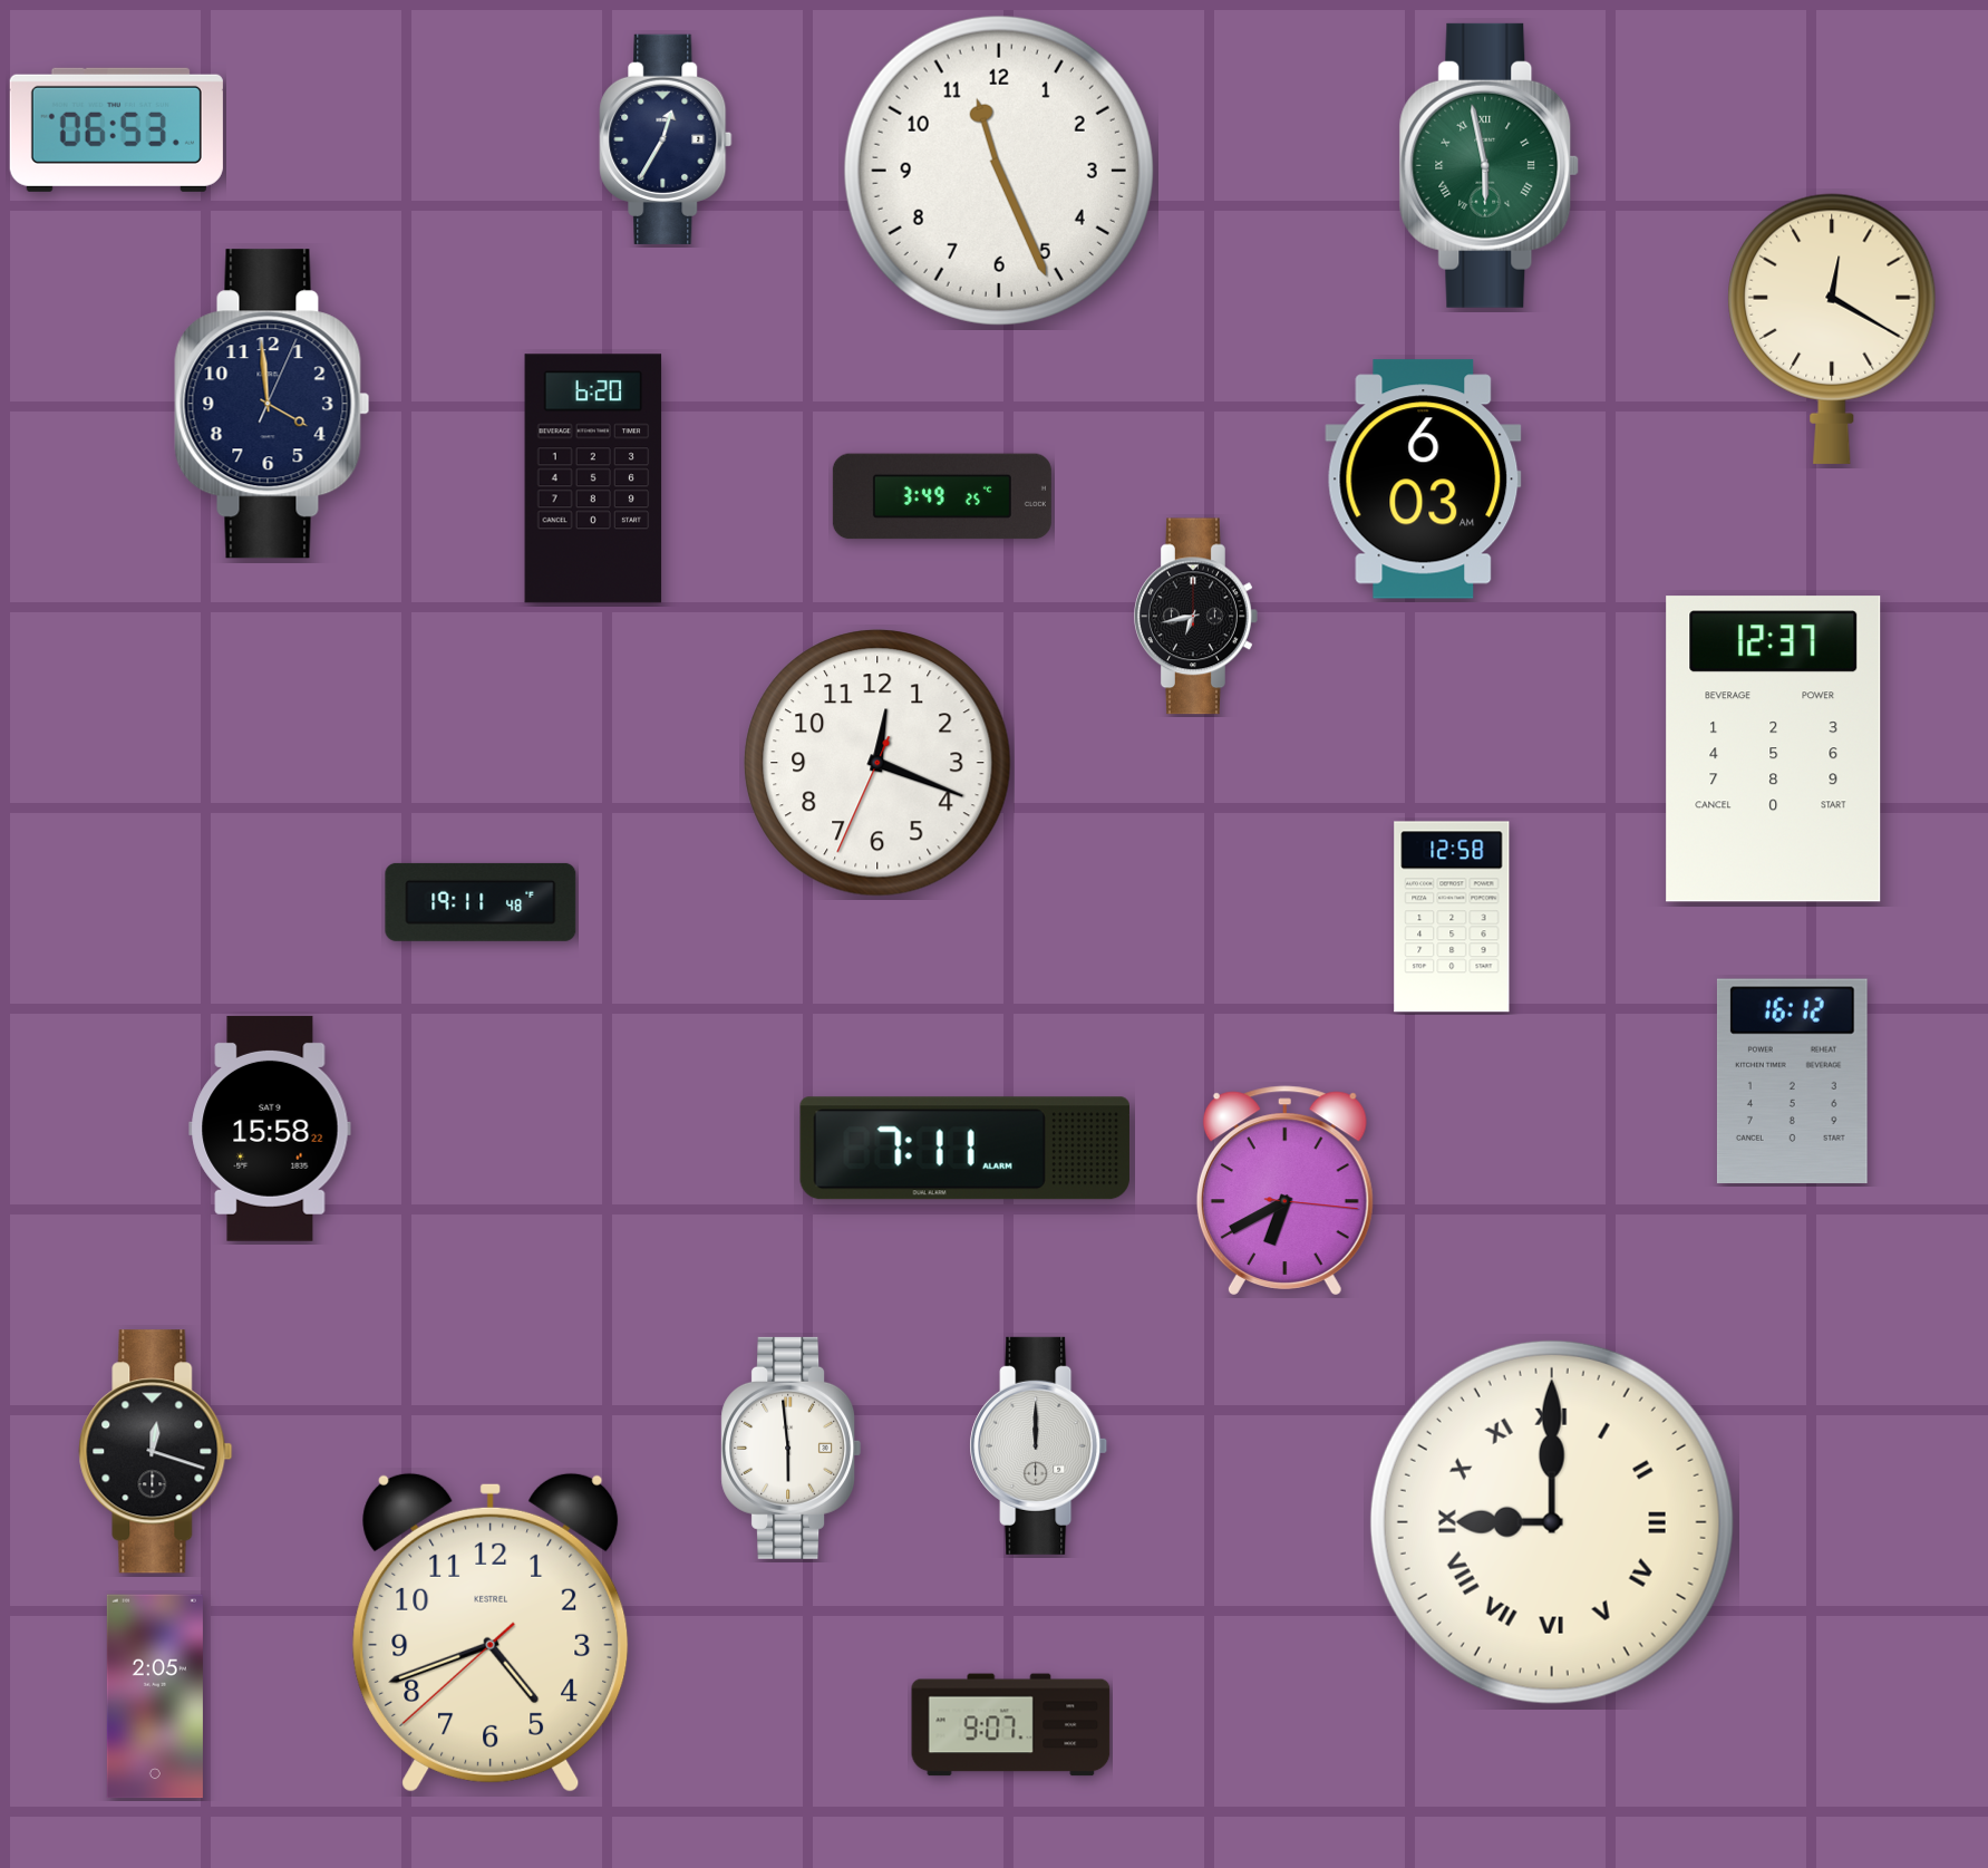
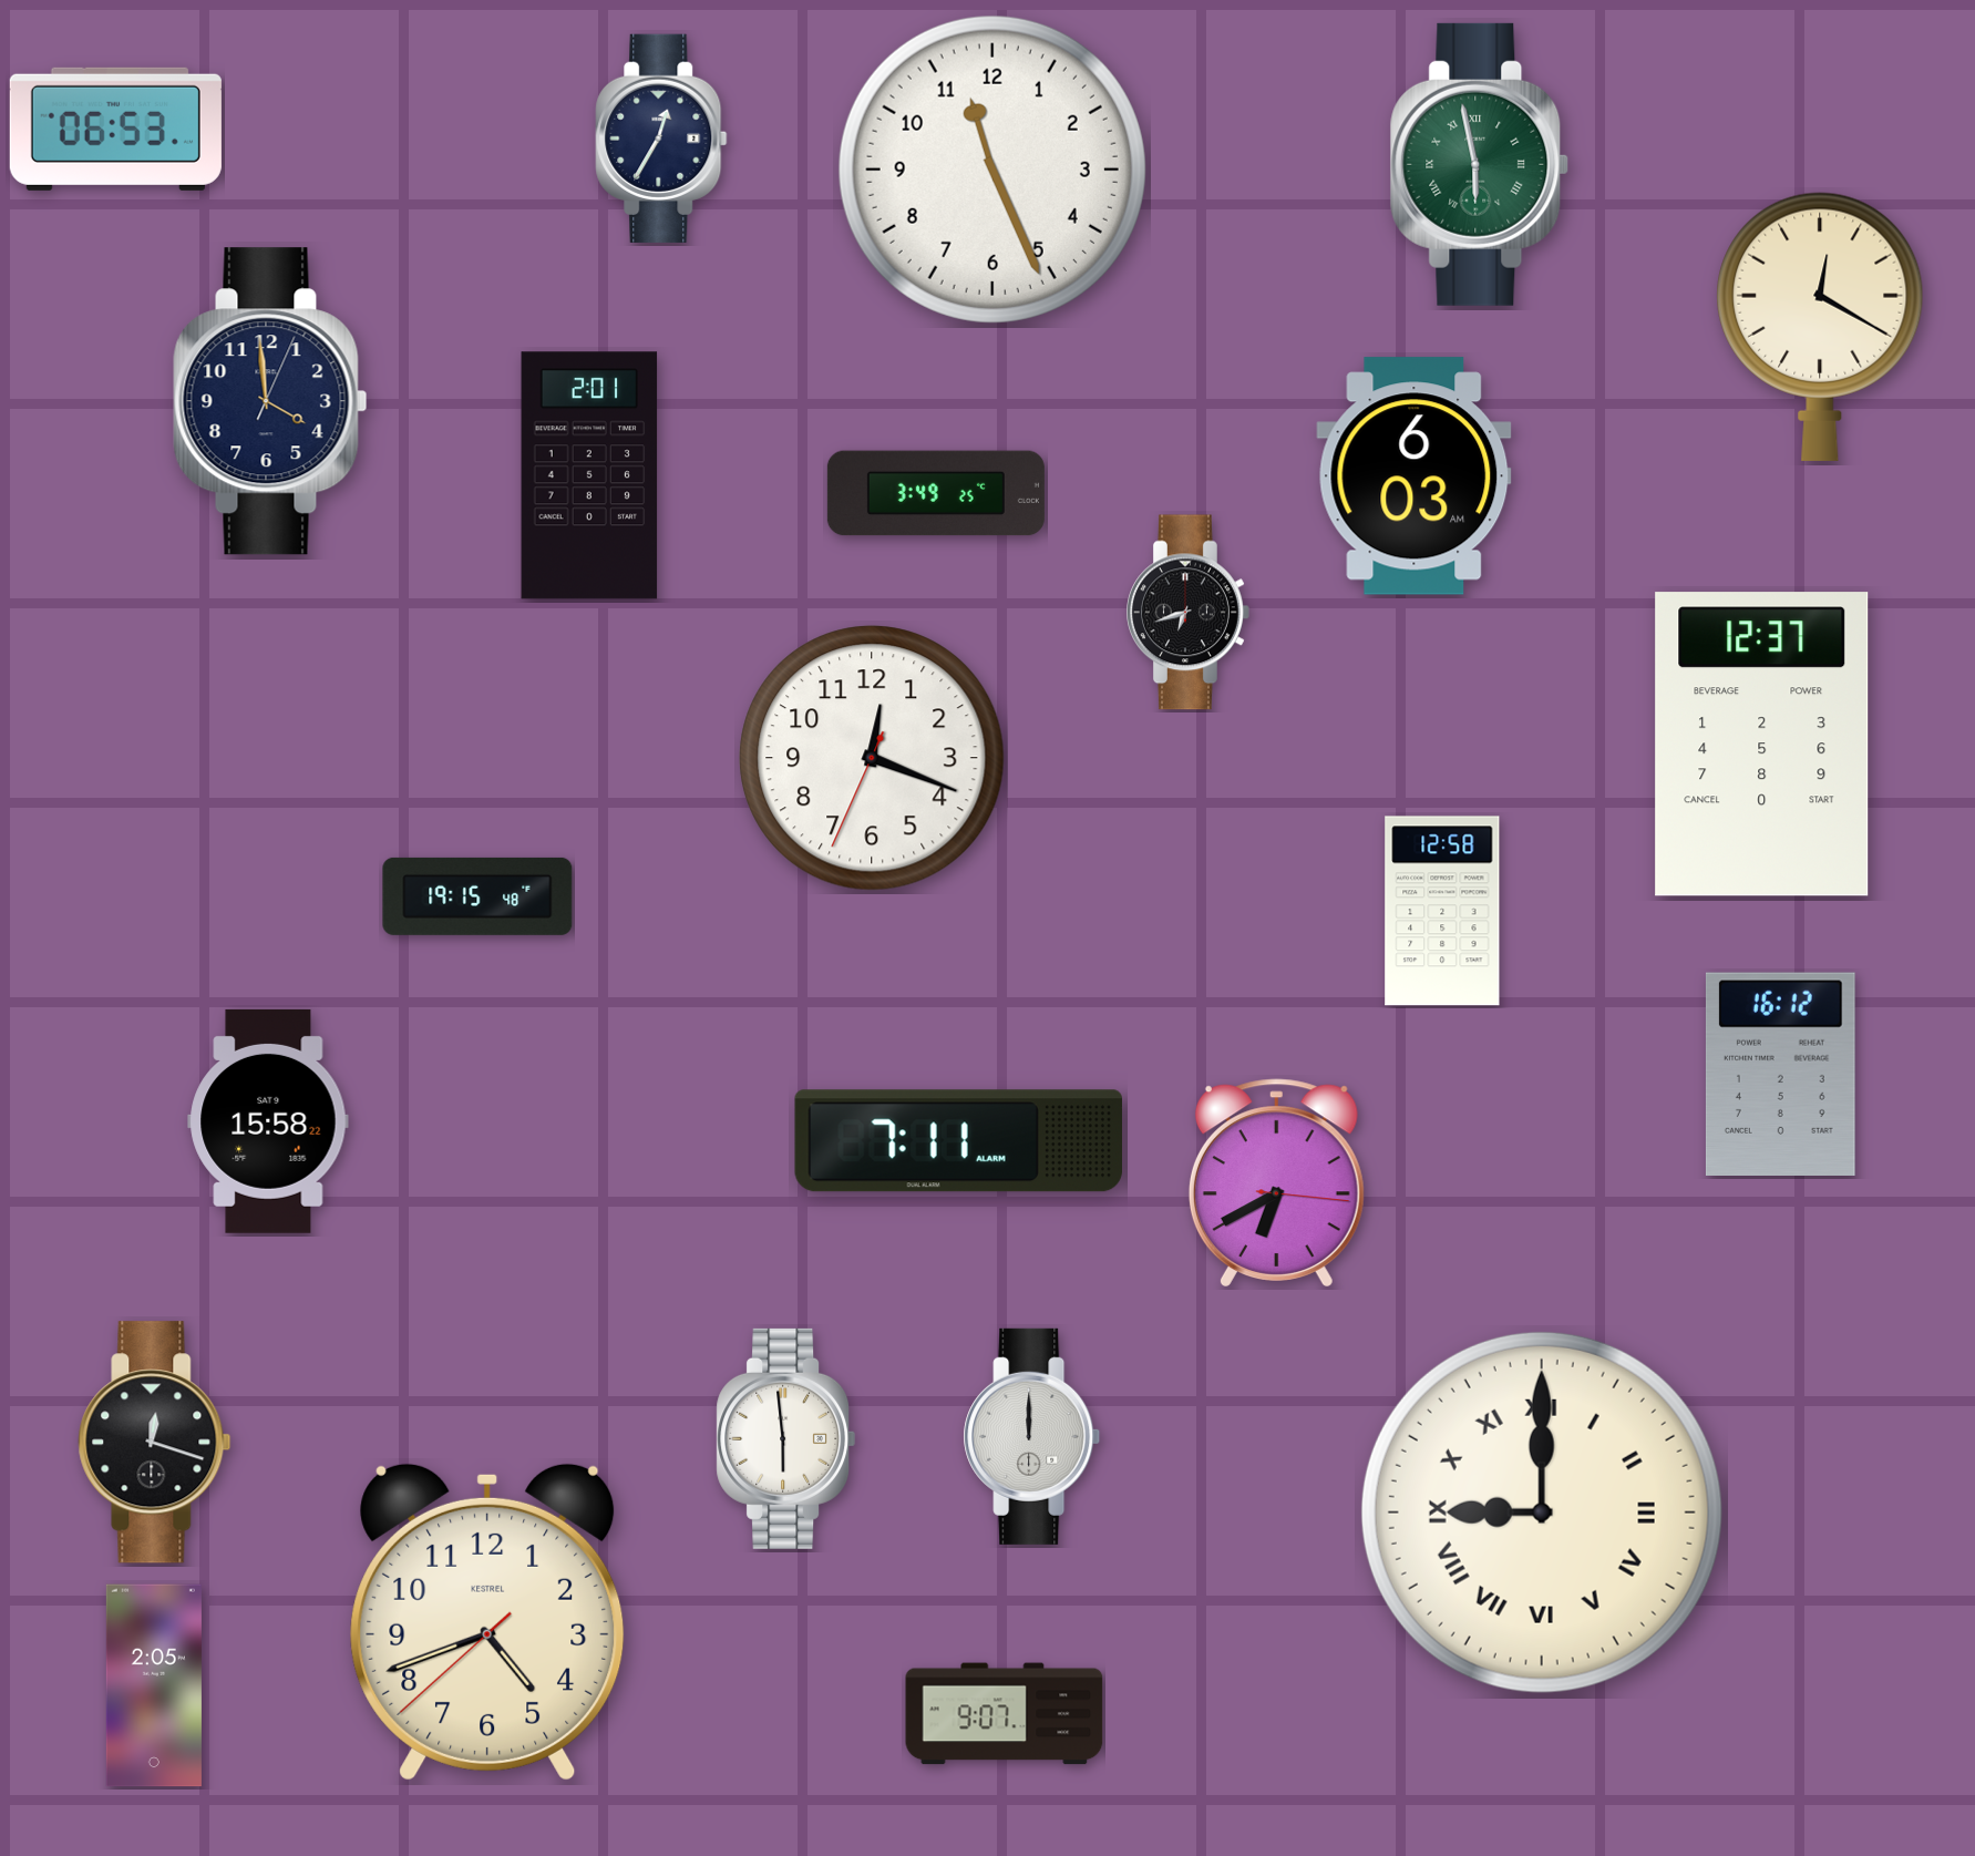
clock at (593, 478): 6:20 -> 2:01
clock at (1196, 617): 6:43 -> 6:42
clock at (481, 902): 19:11 -> 19:15
